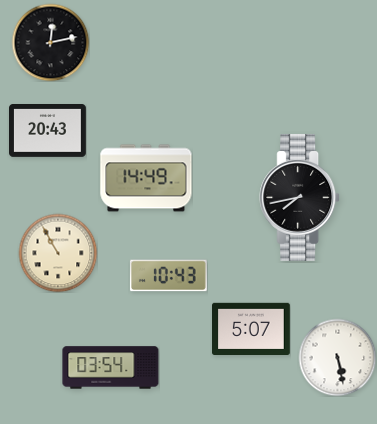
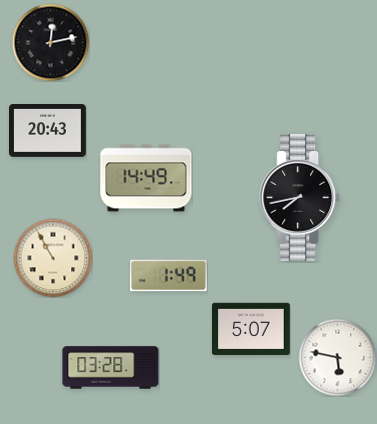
clock at (58, 253) position: (58, 253) -> (53, 258)
clock at (168, 276): 10:43 -> 1:49
clock at (337, 357): 5:28 -> 5:47
clock at (111, 368): 03:54 -> 03:28
